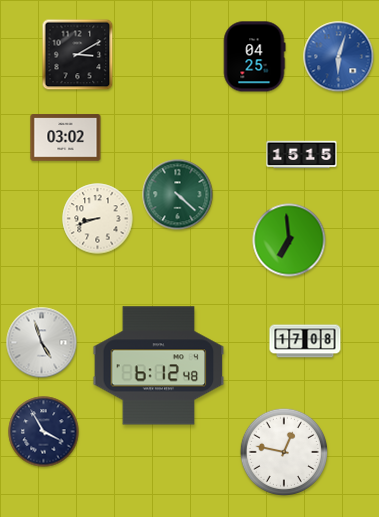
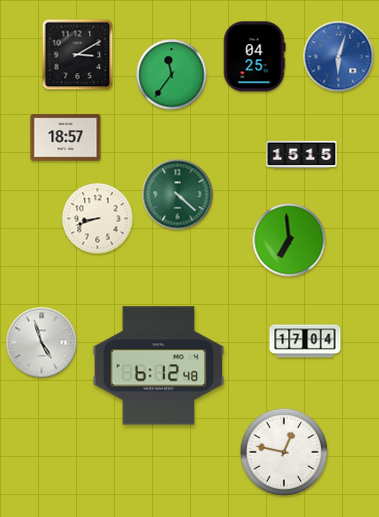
clock at (172, 75): none -> 11:36
clock at (66, 138): 03:02 -> 18:57
clock at (305, 341): 17:08 -> 17:04
clock at (44, 432): 3:55 -> none
